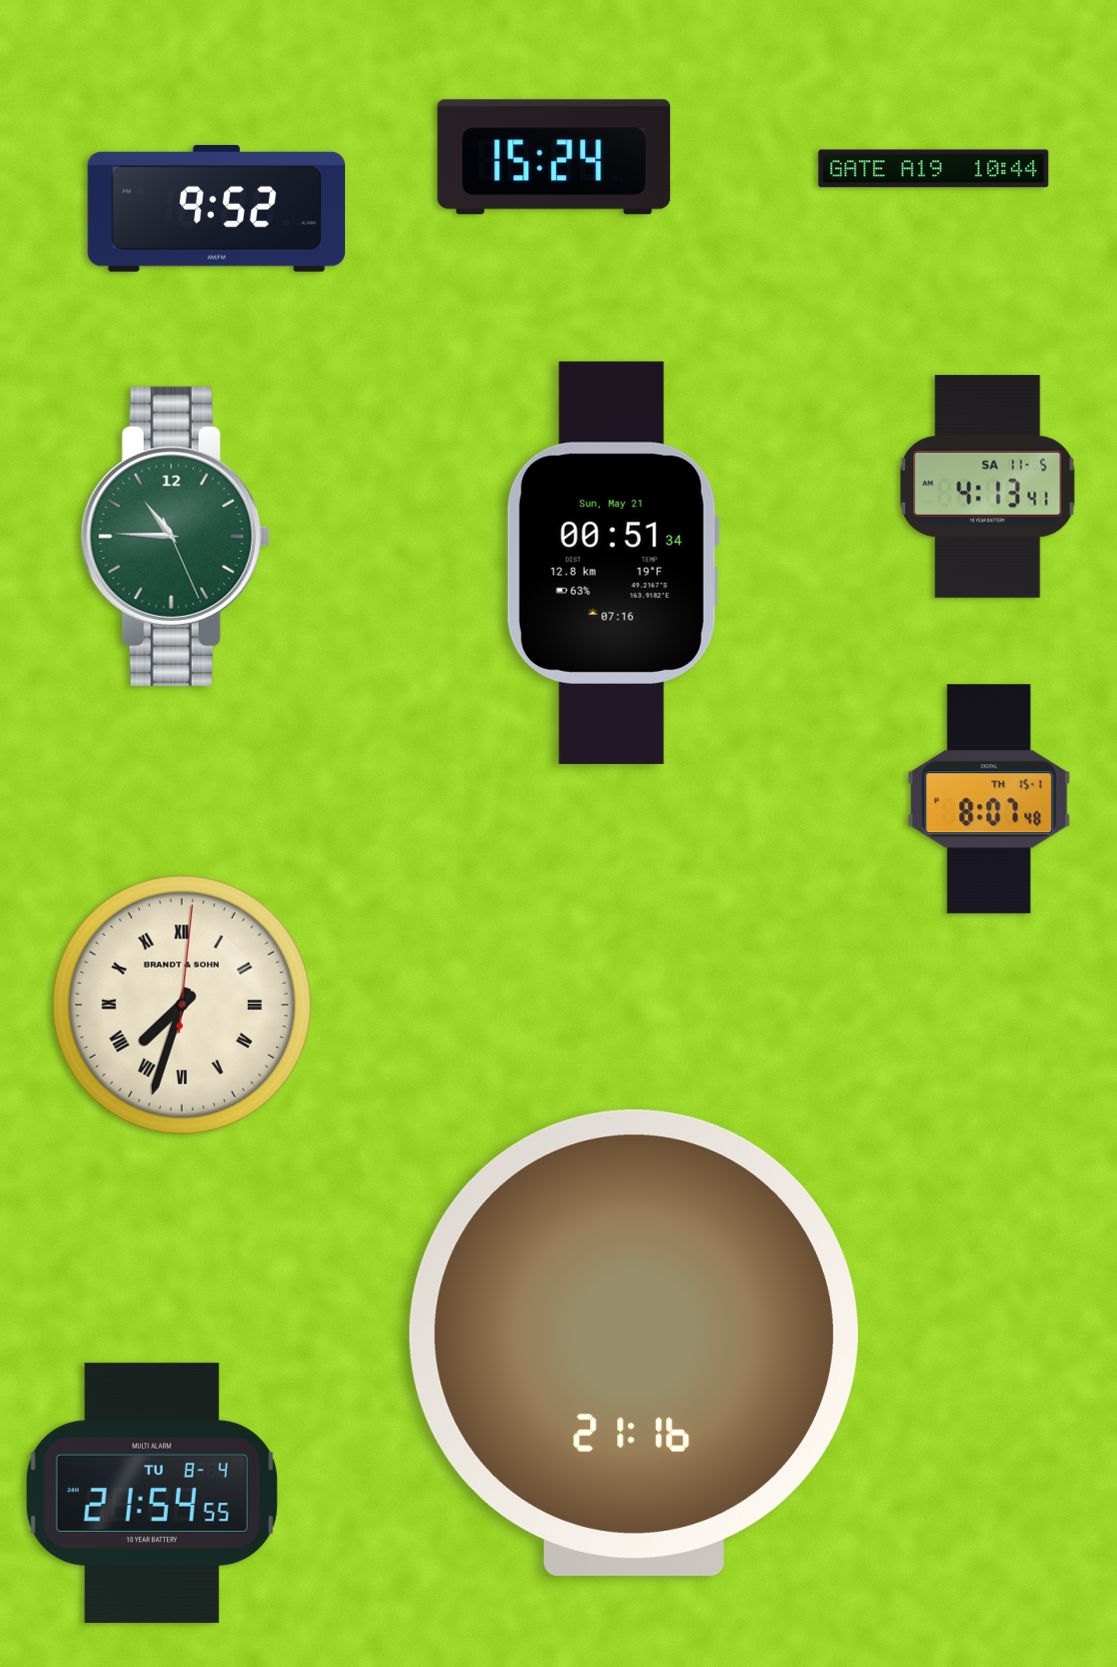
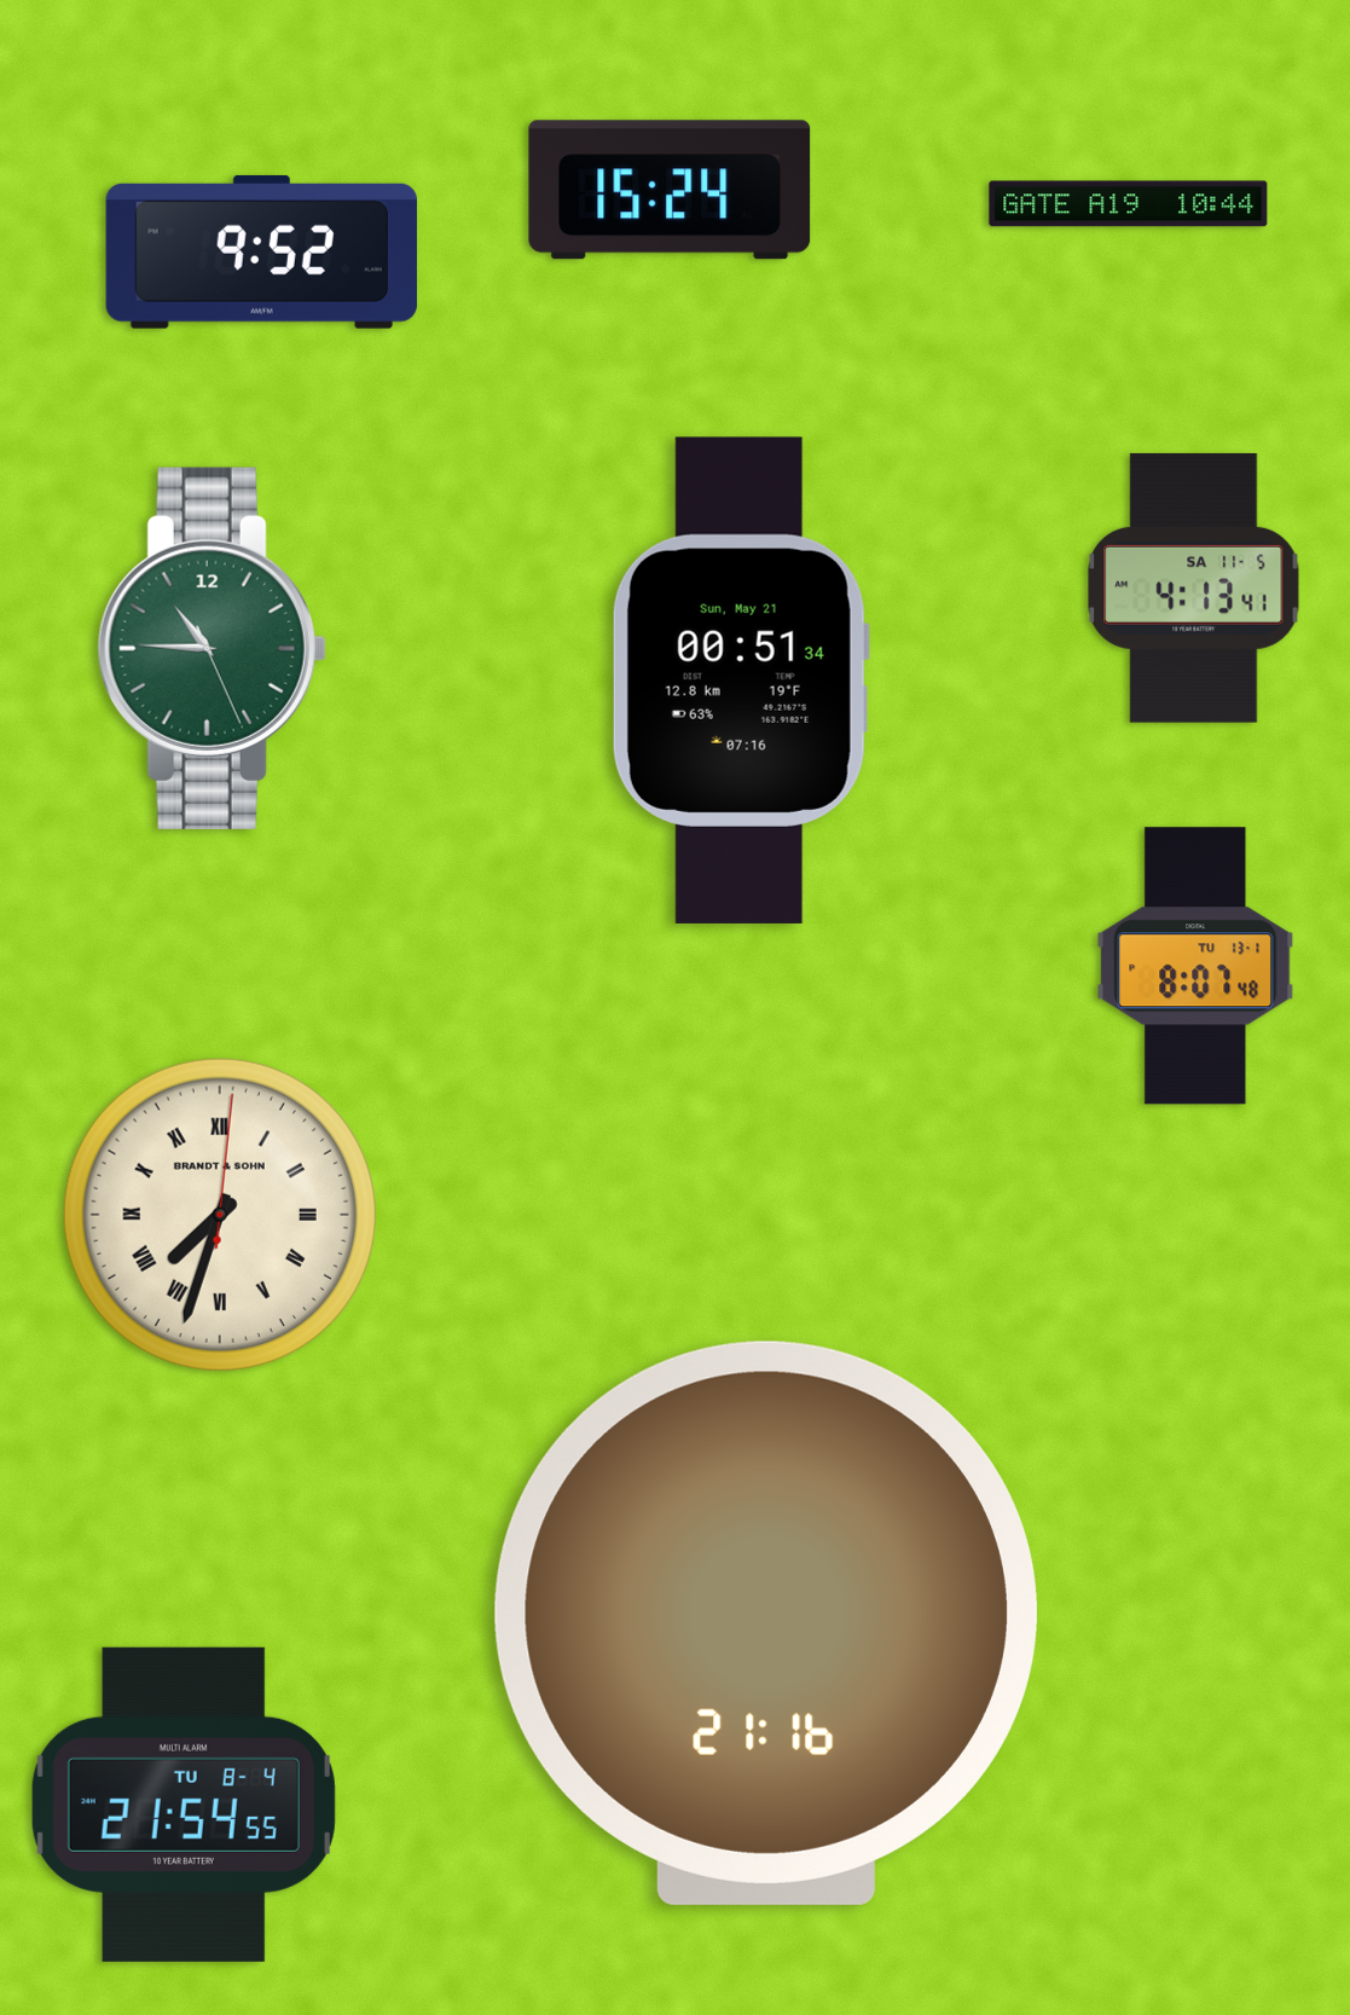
clock at (989, 799) date: TH 15-1 -> TU 13-1
